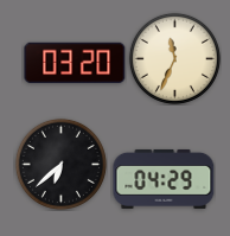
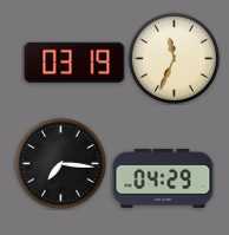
clock at (75, 63): 03:20 -> 03:19
clock at (60, 164): 6:38 -> 7:16
